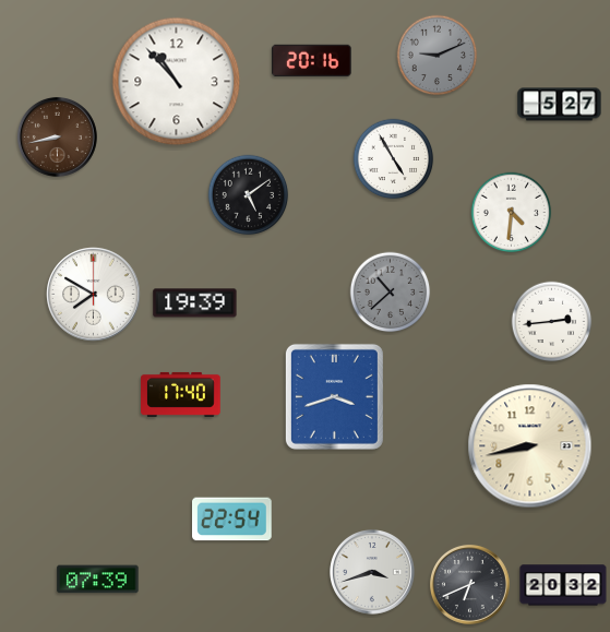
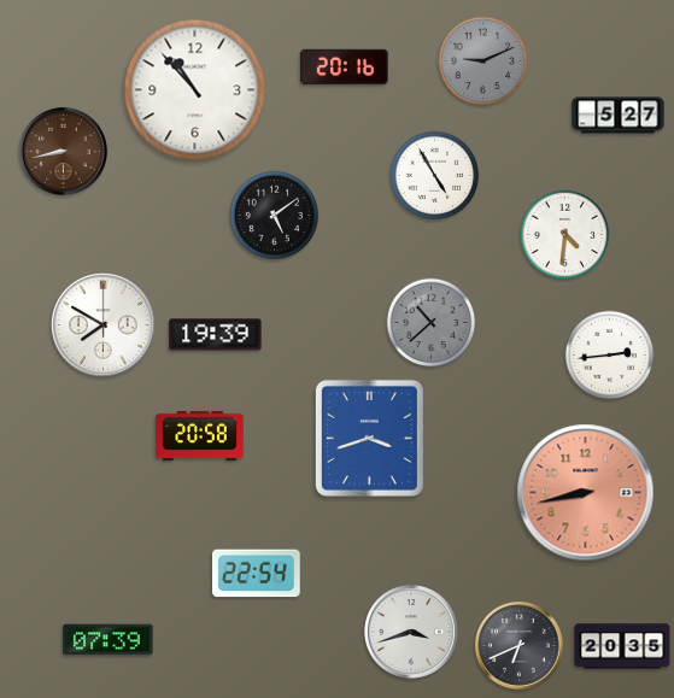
clock at (181, 394): 17:40 -> 20:58
clock at (530, 446) dial: cream -> salmon
clock at (563, 585): 20:32 -> 20:35
